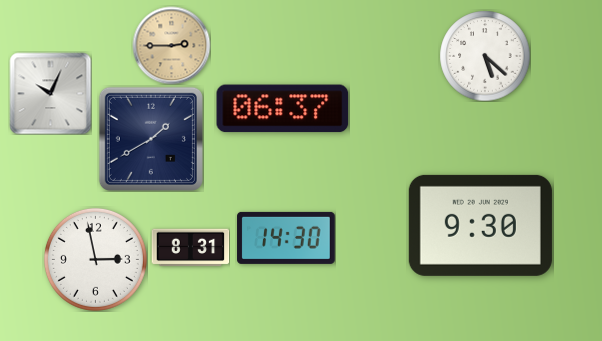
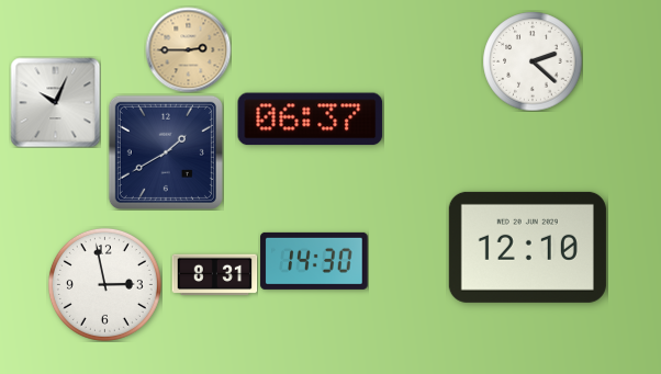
clock at (485, 56): 5:22 -> 2:22
clock at (480, 225): 9:30 -> 12:10
clock at (190, 248) position: (190, 248) -> (214, 275)
